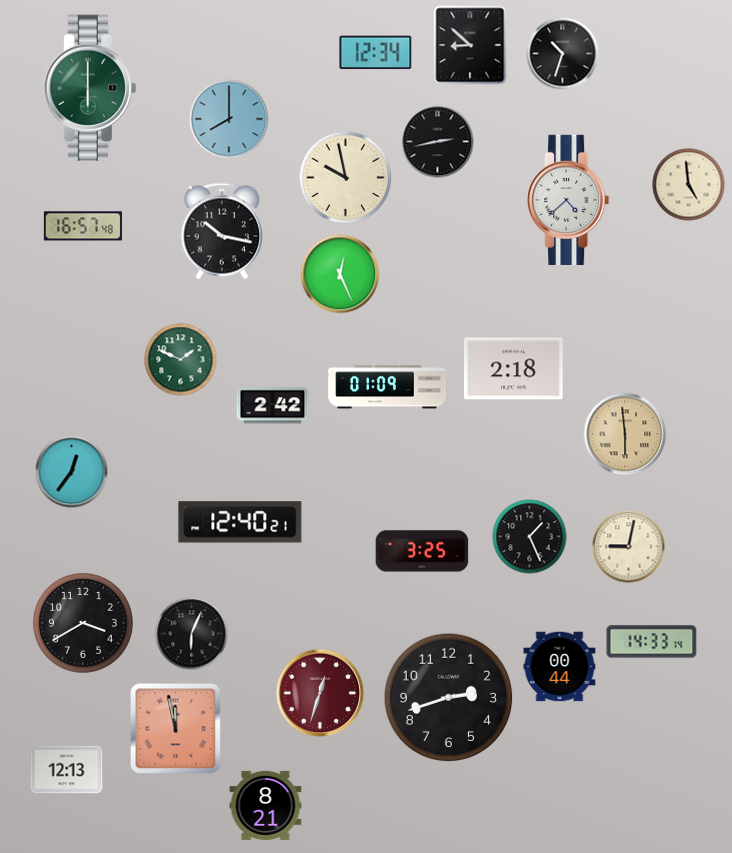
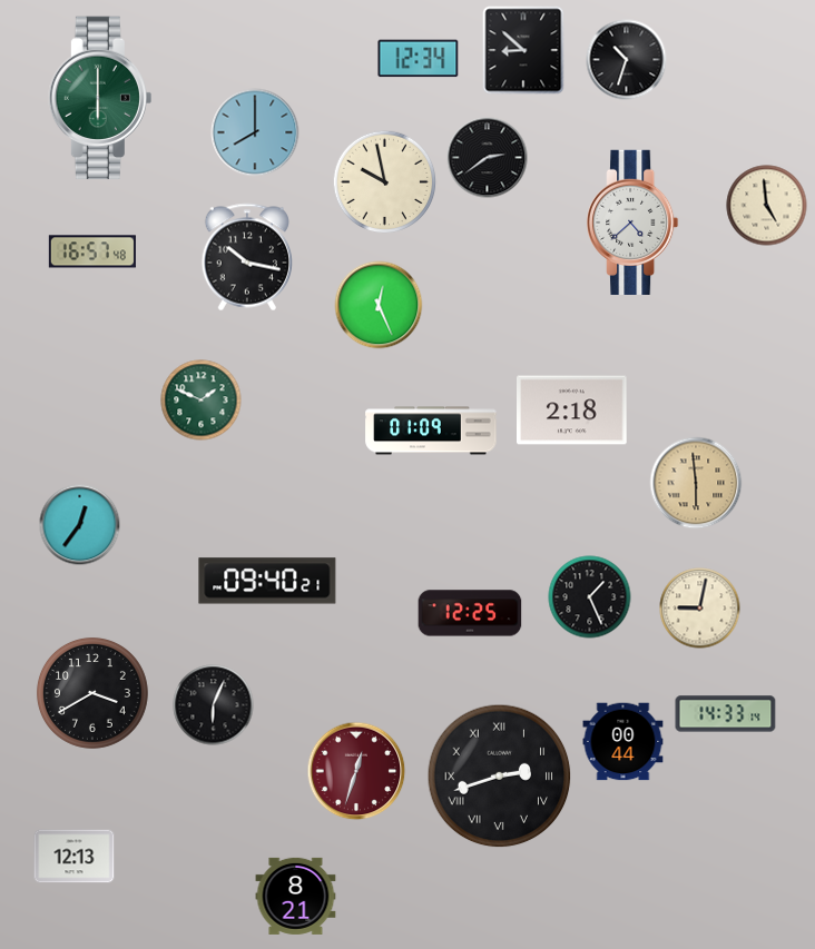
clock at (438, 142): 2:43 -> 2:39
clock at (346, 178) position: (346, 178) -> (385, 182)
clock at (273, 406): 2:42 -> none
clock at (240, 522): 12:40 -> 09:40
clock at (422, 551): 3:25 -> 12:25
clock at (449, 698) numerals: Arabic -> Roman
clock at (176, 729): 11:58 -> none
